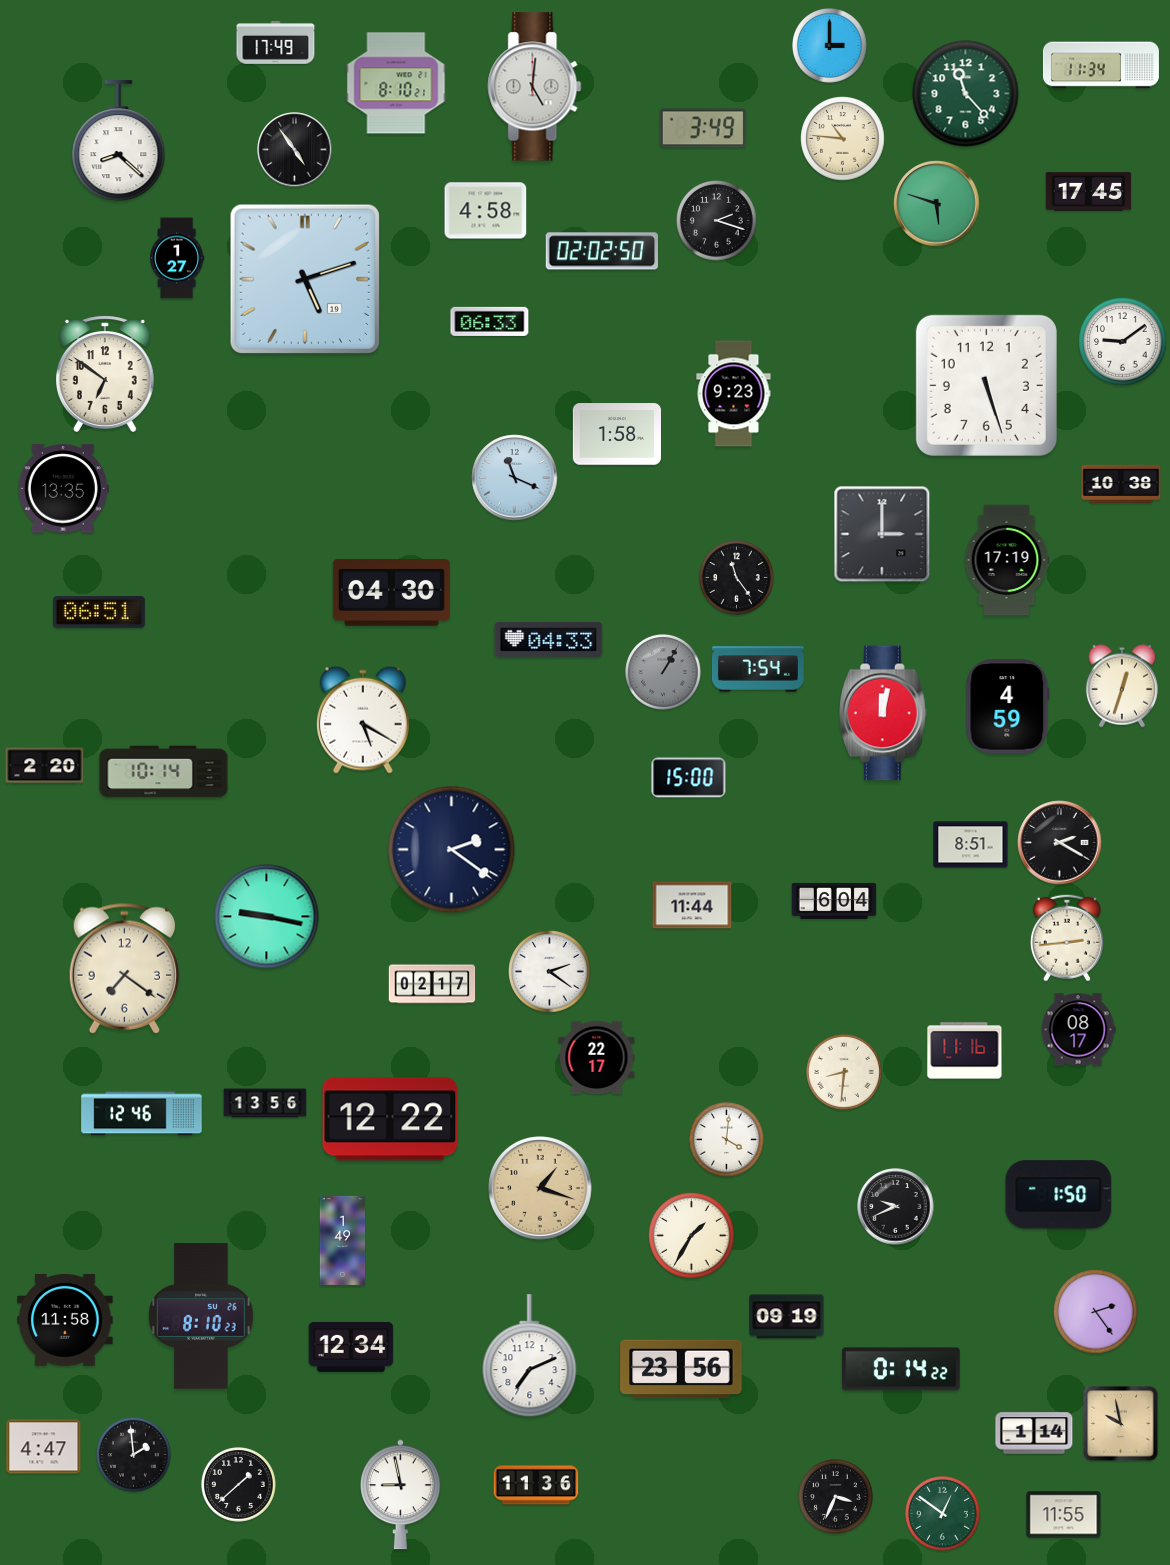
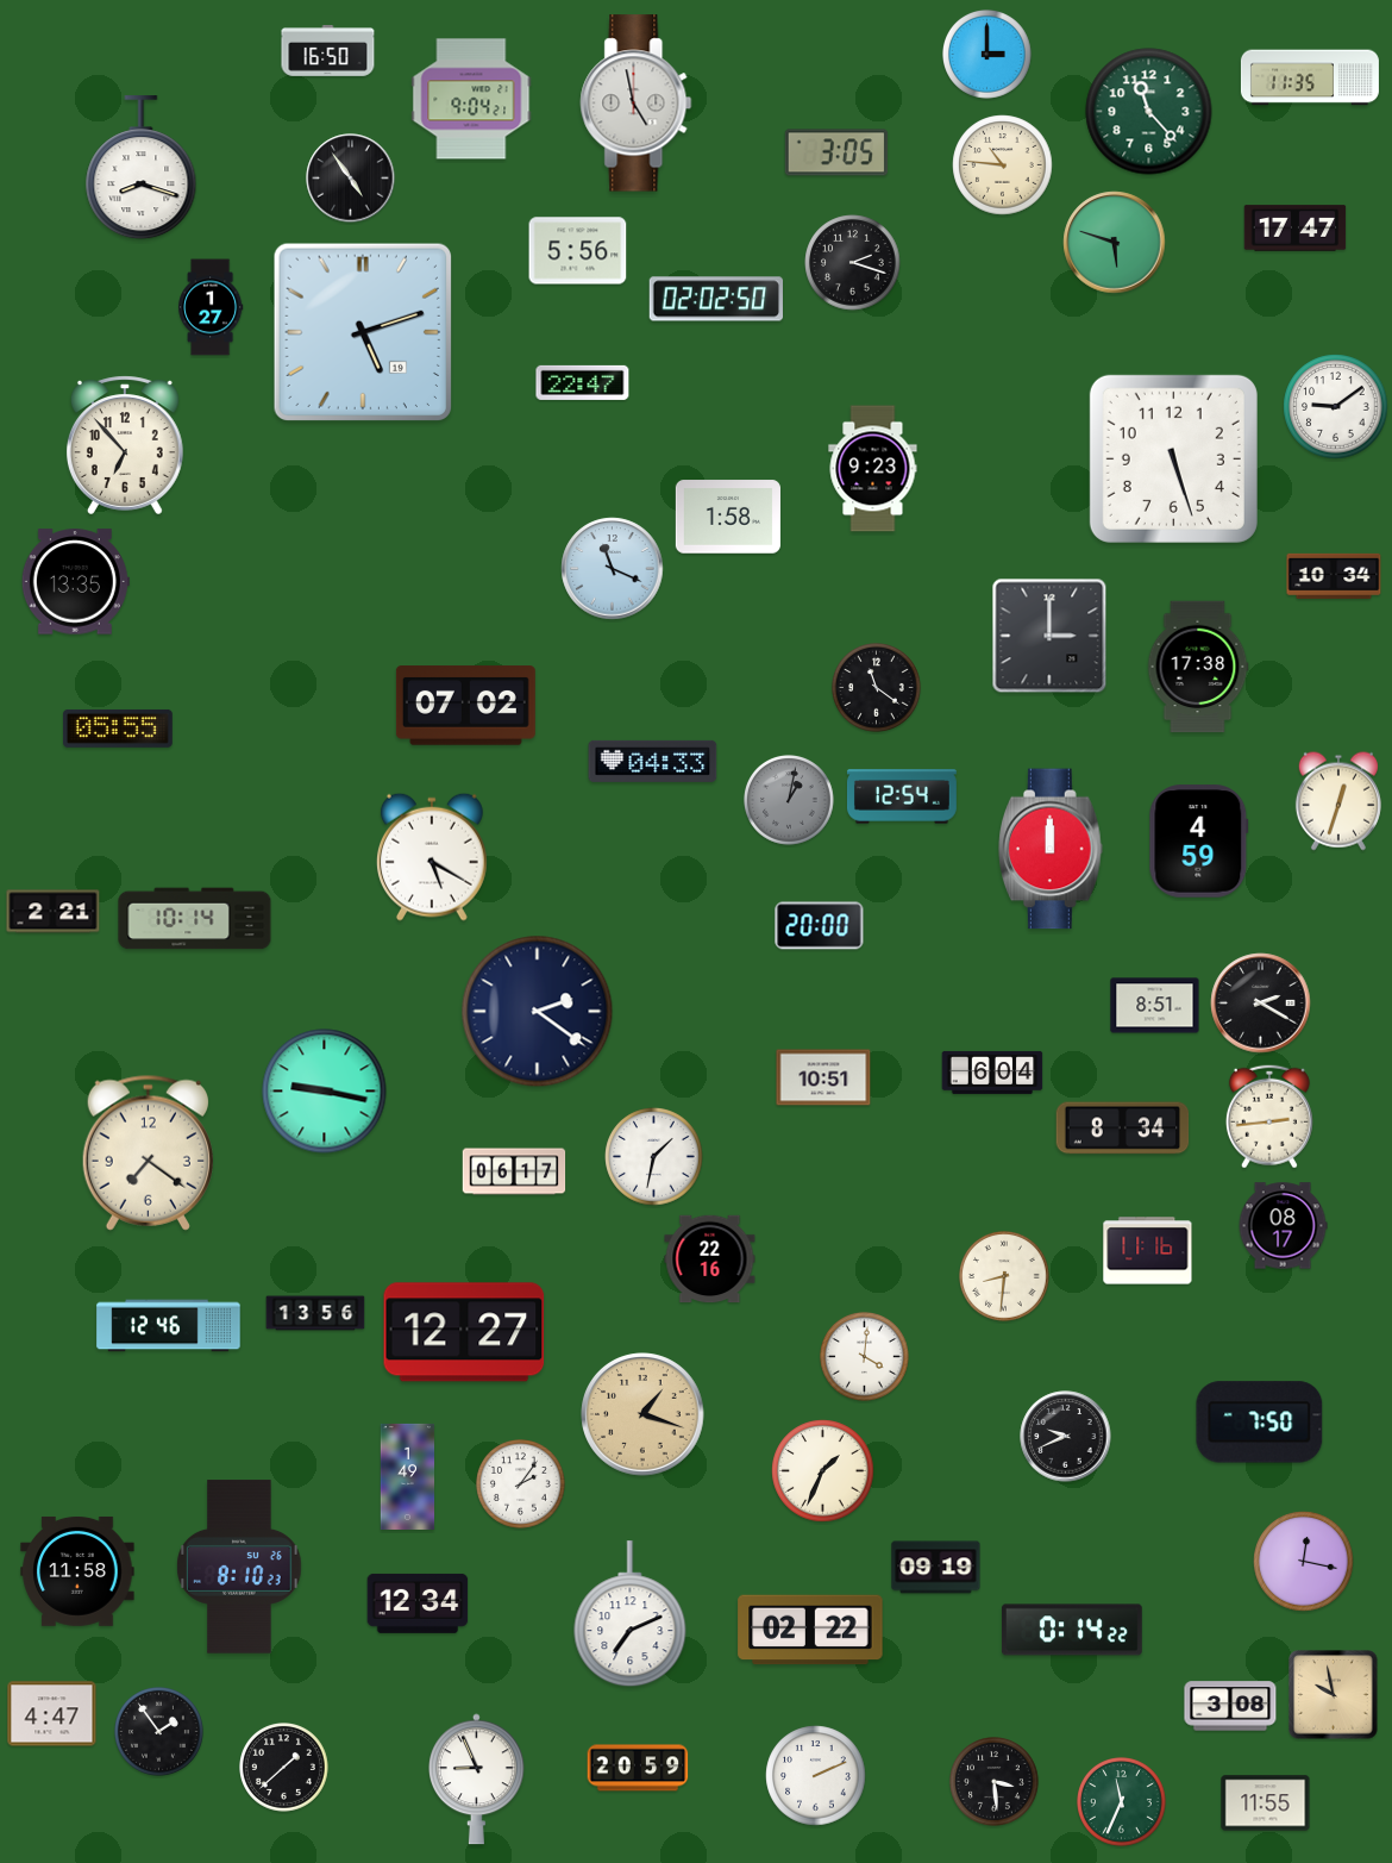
clock at (276, 43): 17:49 -> 16:50
clock at (1101, 65): 11:34 -> 11:35
clock at (396, 83): 8:10 -> 9:04
clock at (535, 87): 5:01 -> 4:58
clock at (703, 128): 3:49 -> 3:05
clock at (119, 141): 8:22 -> 8:18
clock at (1089, 192): 17:45 -> 17:47
clock at (486, 211): 4:58 -> 5:56
clock at (490, 321): 06:33 -> 22:47
clock at (105, 374): 6:51 -> 6:53
clock at (617, 434) position: (617, 434) -> (728, 517)
clock at (1121, 484): 10:38 -> 10:34
clock at (1007, 560): 17:19 -> 17:38
clock at (737, 578): 11:24 -> 11:21
clock at (391, 593): 04:30 -> 07:02
clock at (99, 612): 06:51 -> 05:55
clock at (758, 669): 7:54 -> 12:54
clock at (664, 673): 1:05 -> 1:02
clock at (1122, 686) position: (1122, 686) -> (1338, 801)
clock at (884, 713): 12:02 -> 12:00
clock at (45, 766): 2:20 -> 2:21
clock at (689, 778): 15:00 -> 20:00
clock at (692, 905): 11:44 -> 10:51
clock at (267, 917) position: (267, 917) -> (325, 1092)
clock at (1123, 1129): none -> 8:34
clock at (550, 972): 2:21 -> 1:32
clock at (432, 984): 02:17 -> 06:17
clock at (597, 1058): 22:17 -> 22:16
clock at (390, 1119): 12:22 -> 12:27
clock at (1059, 1195): 1:50 -> 7:50
clock at (692, 1236): 1:35 -> 1:34
clock at (521, 1484): none -> 2:06
clock at (1096, 1312): 2:24 -> 12:17
clock at (681, 1369): 23:56 -> 02:22
clock at (1034, 1433): 1:14 -> 3:08
clock at (44, 1447) position: (44, 1447) -> (52, 1714)
clock at (134, 1455): 1:59 -> 1:54
clock at (536, 1485): 11:36 -> 20:59
clock at (816, 1776): none -> 2:11
clock at (400, 1495): 8:58 -> 8:56
clock at (836, 1497): 3:34 -> 3:29
clock at (943, 1514): 12:51 -> 11:34
